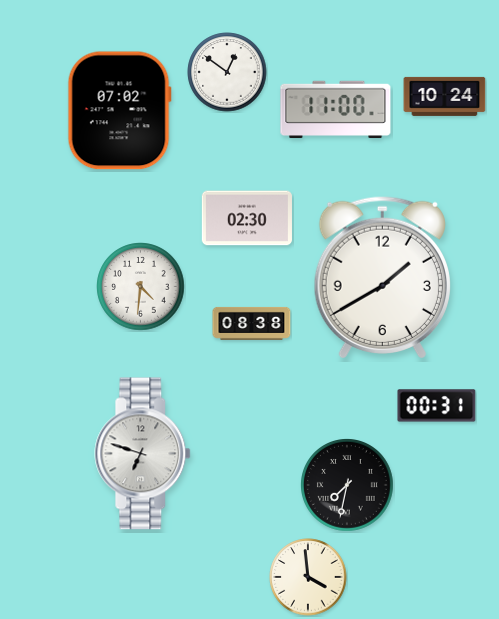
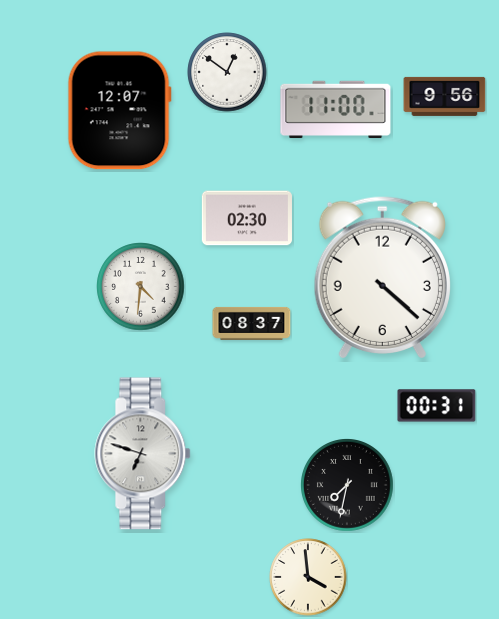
clock at (445, 96): 10:24 -> 9:56
clock at (119, 111): 07:02 -> 12:07
clock at (382, 277): 1:40 -> 4:22
clock at (252, 323): 08:38 -> 08:37
